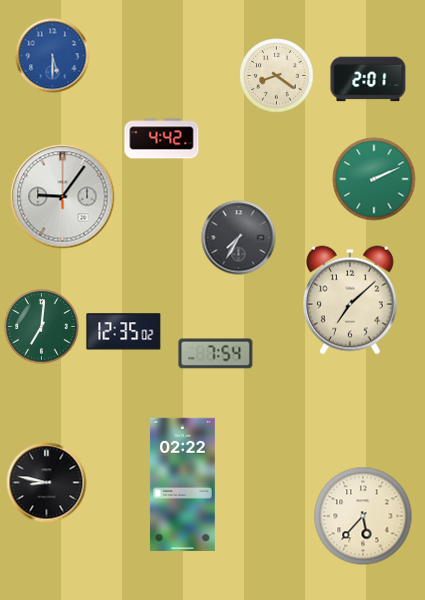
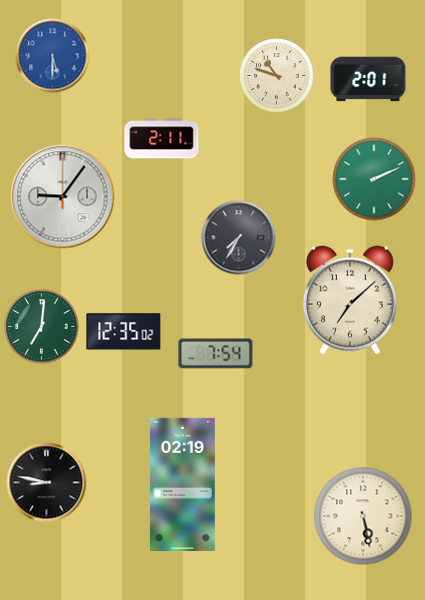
clock at (277, 76): 8:21 -> 10:48
clock at (162, 139): 4:42 -> 2:11
clock at (182, 484): 02:22 -> 02:19
clock at (363, 516): 5:37 -> 5:28
